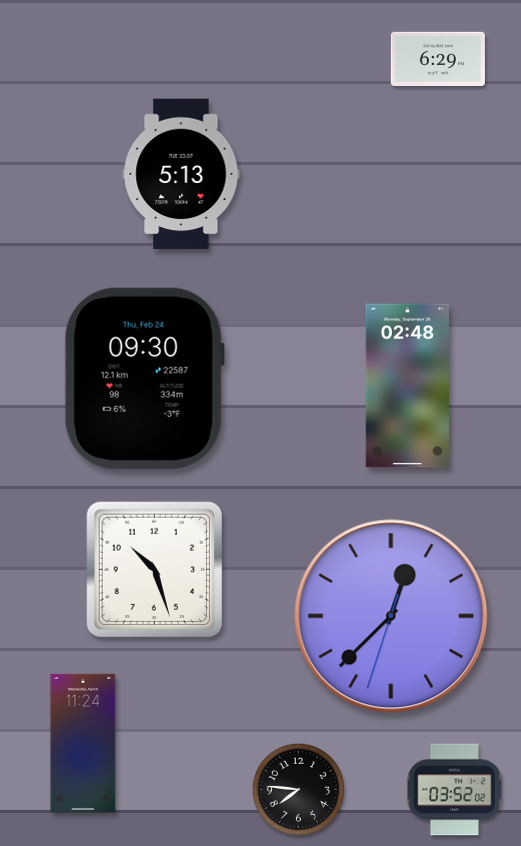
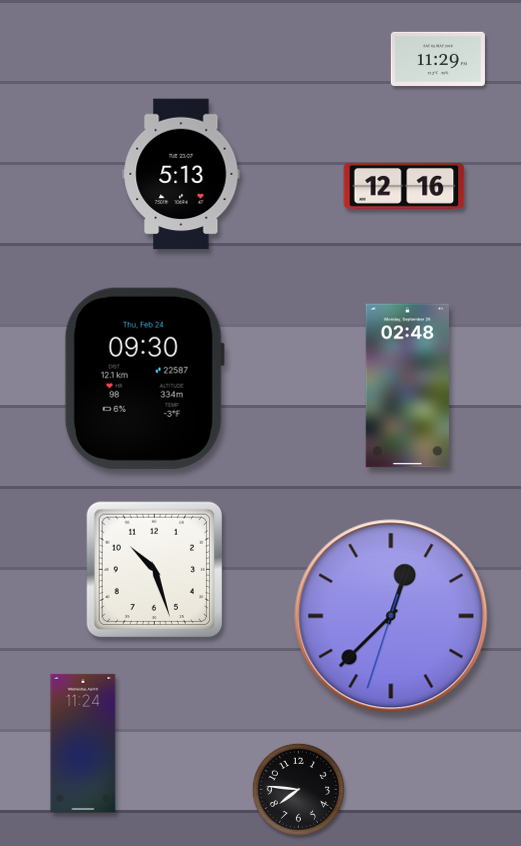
clock at (438, 59): 6:29 -> 11:29
clock at (404, 186): none -> 12:16
clock at (454, 790): 03:52 -> none
